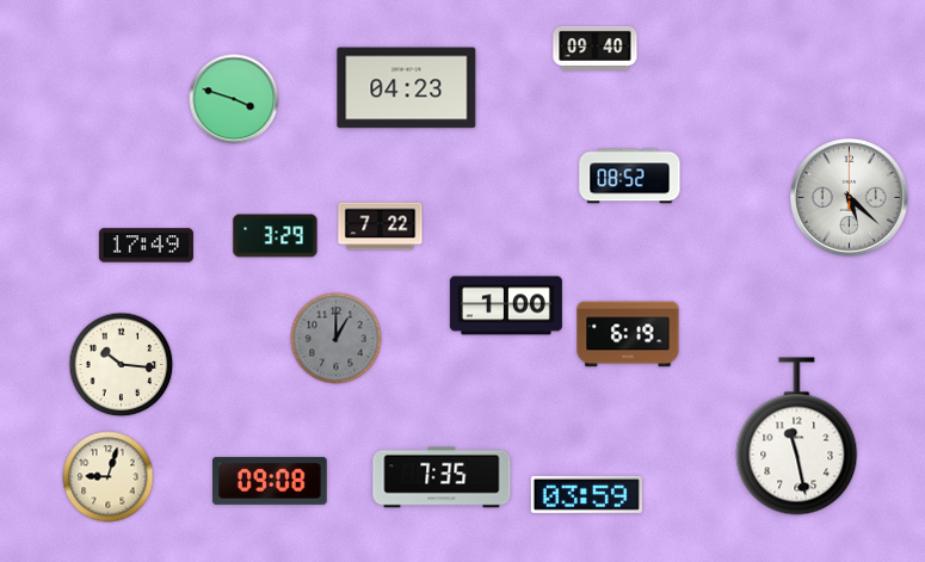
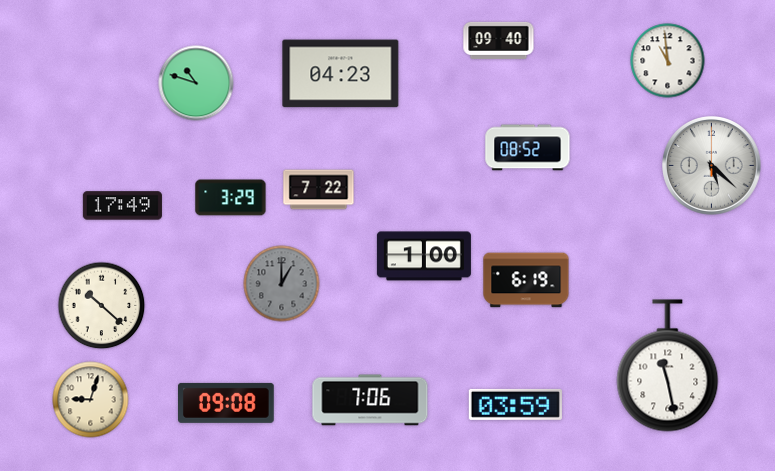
clock at (668, 61): none -> 10:59
clock at (234, 99): 3:48 -> 10:48
clock at (122, 365): 10:16 -> 10:22
clock at (442, 477): 7:35 -> 7:06
clock at (586, 494) position: (586, 494) -> (515, 404)
